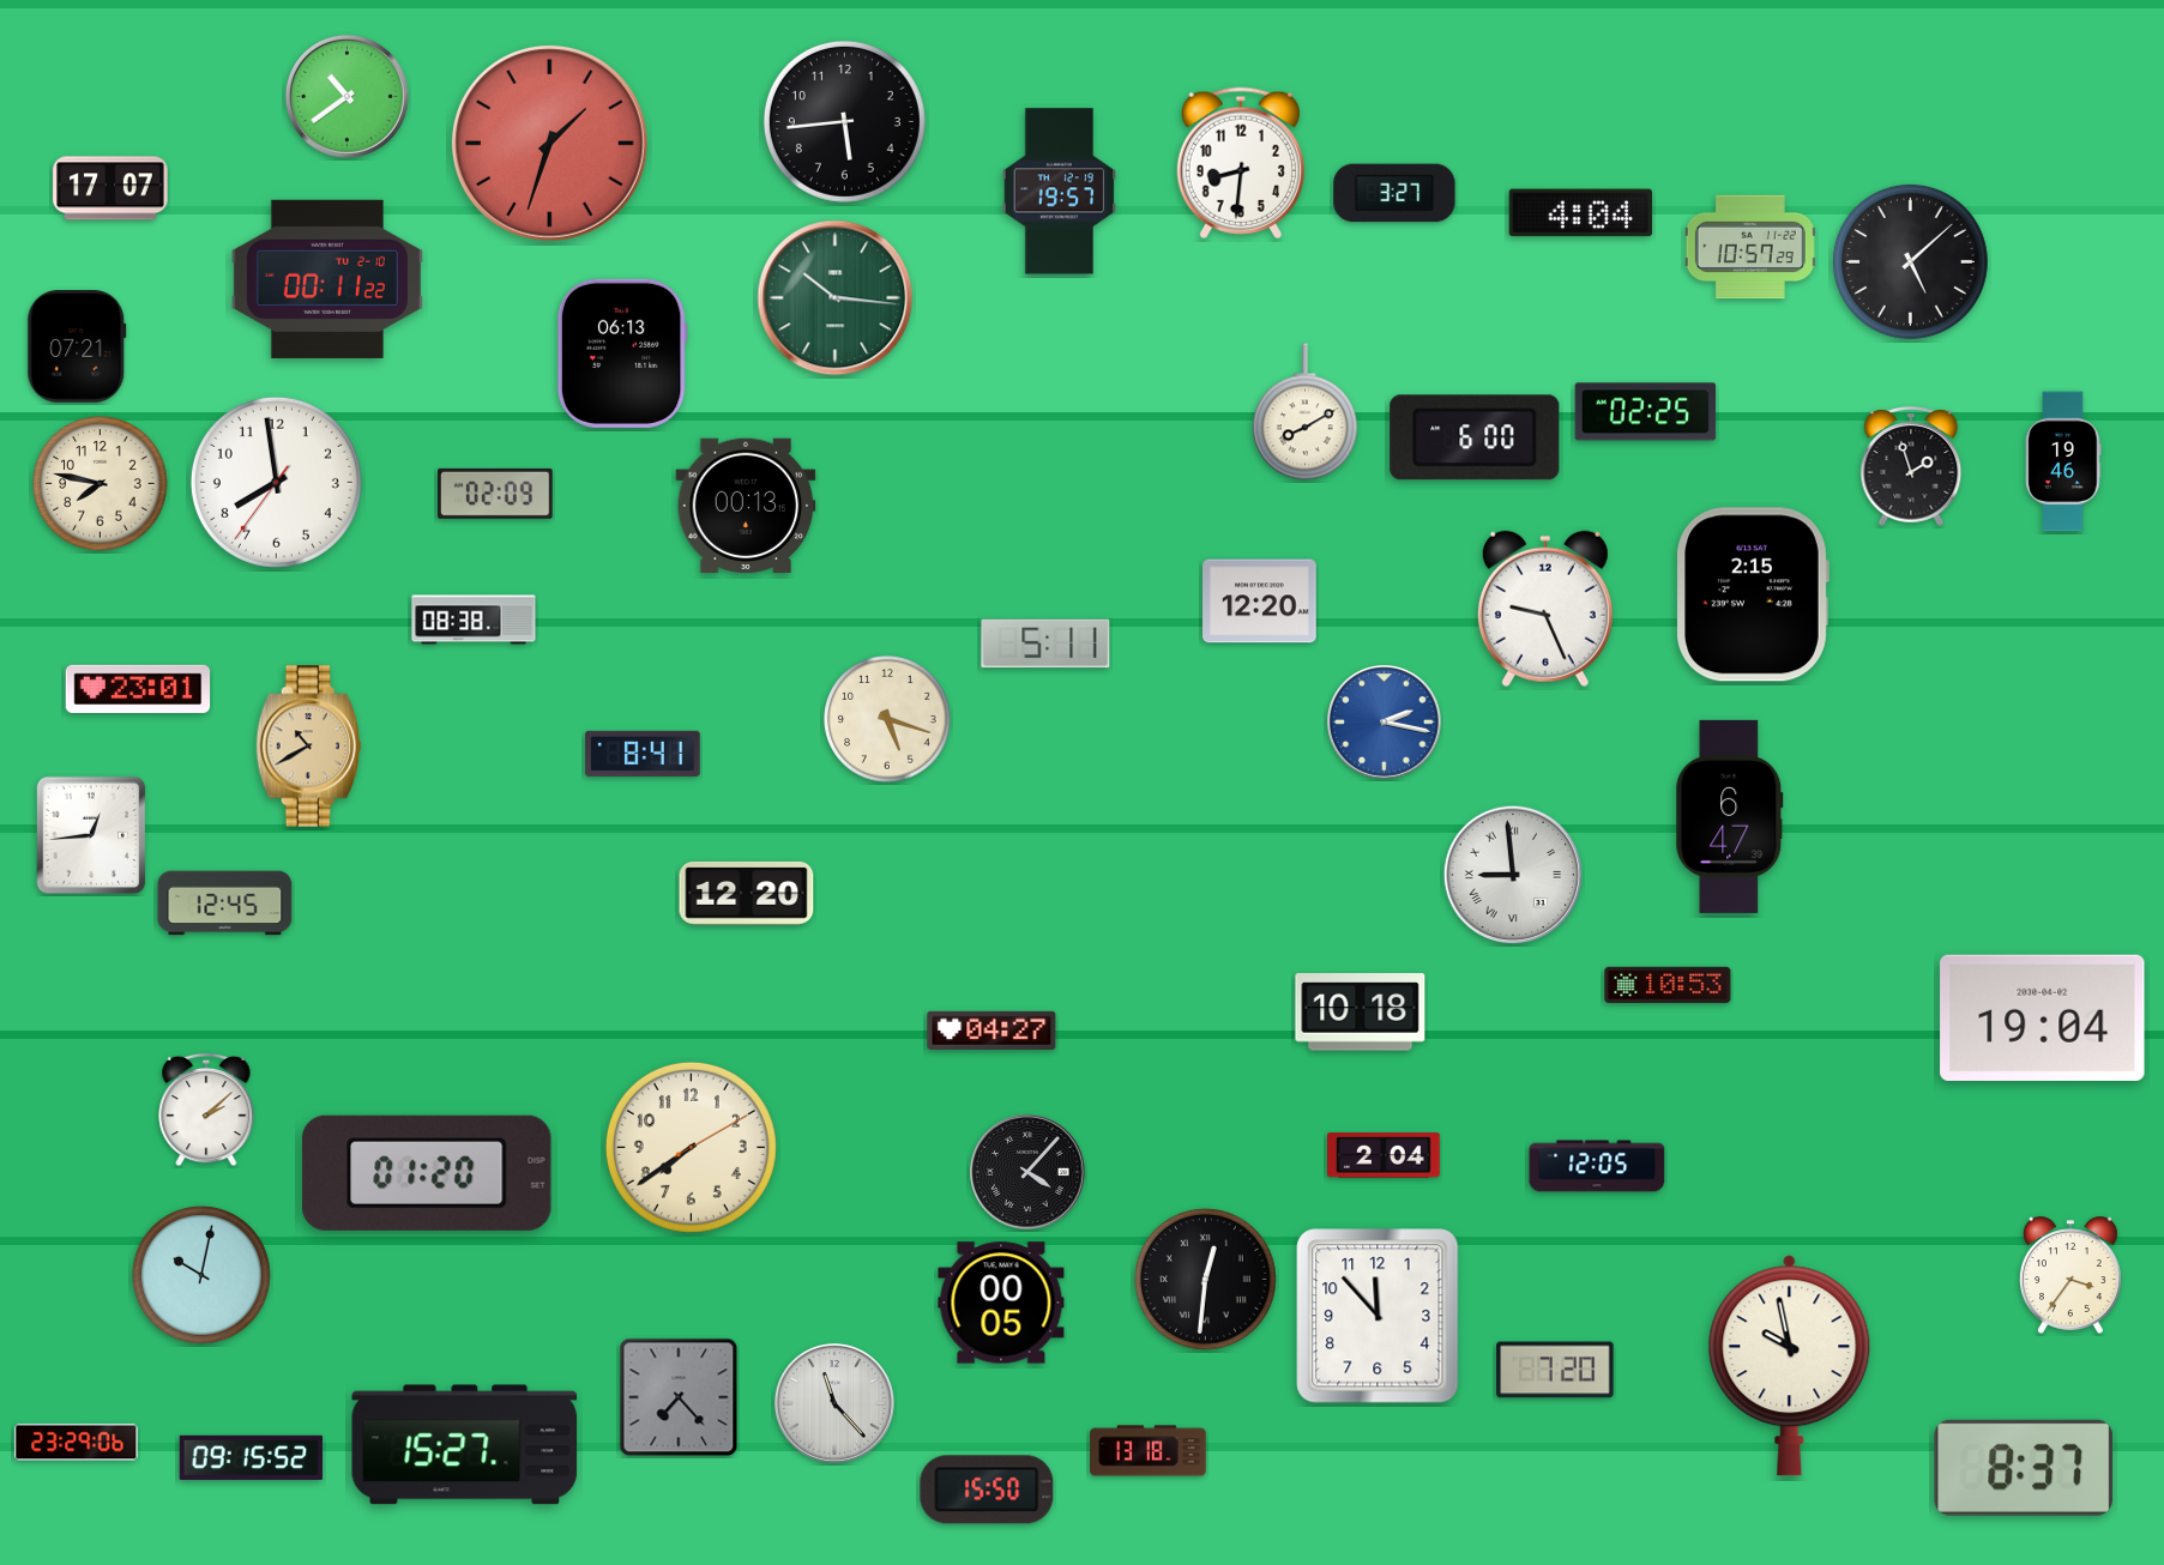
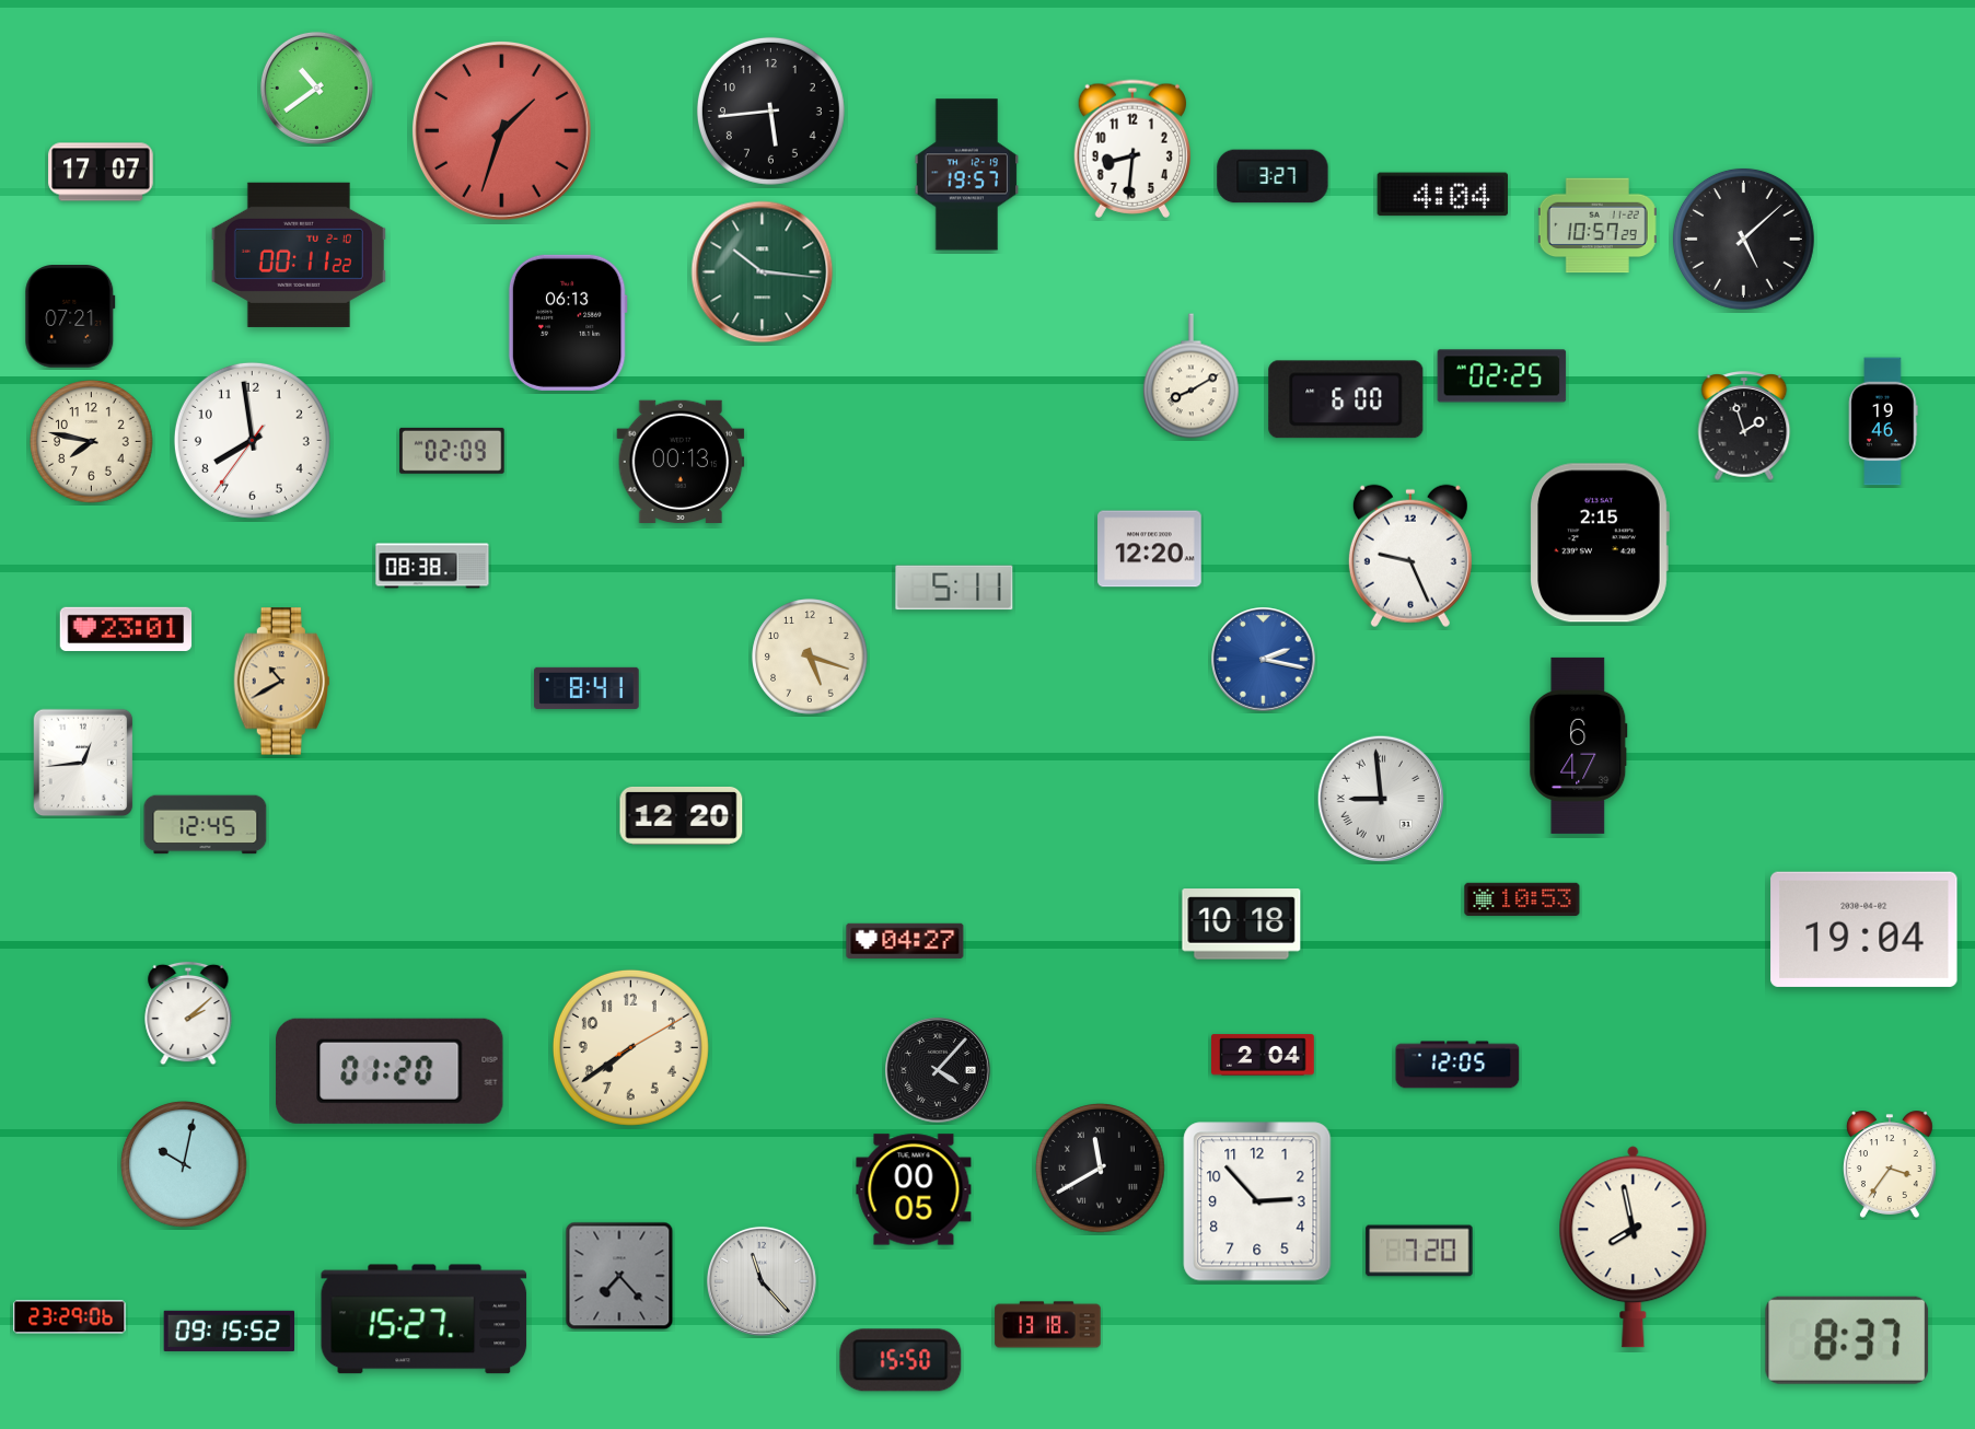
clock at (1206, 1280): 12:31 -> 11:40
clock at (1378, 1316): 11:53 -> 2:53
clock at (1790, 1366): 9:58 -> 7:58
